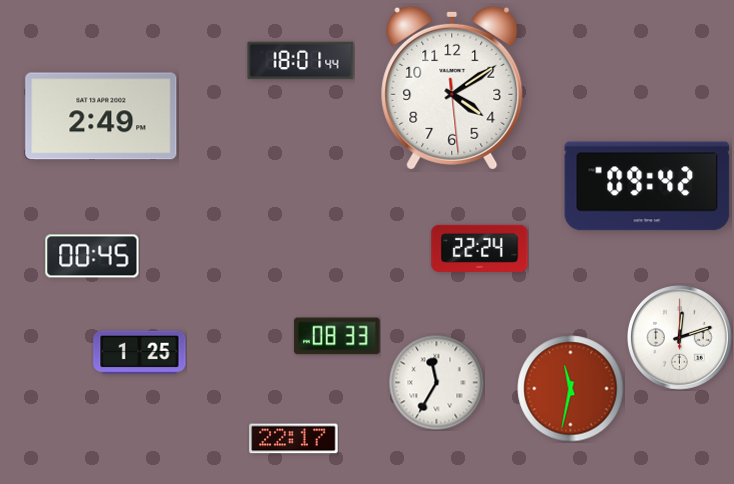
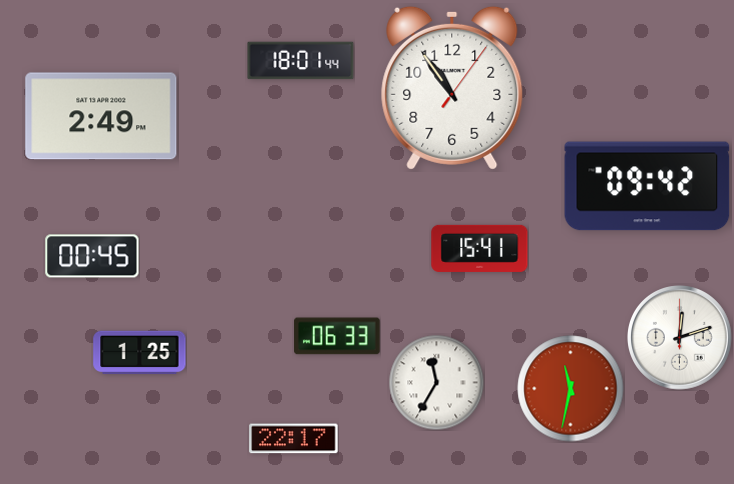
clock at (452, 88): 4:09 -> 10:54
clock at (480, 248): 22:24 -> 15:41
clock at (337, 336): 08:33 -> 06:33
